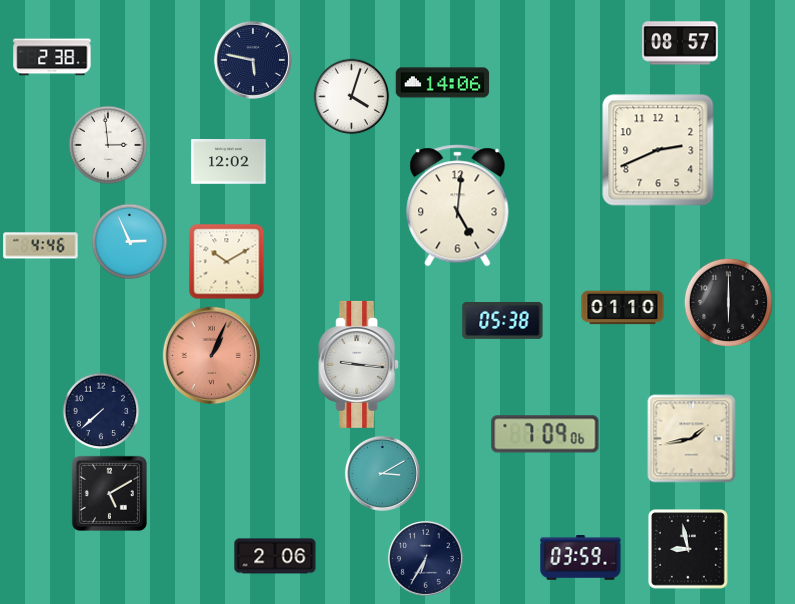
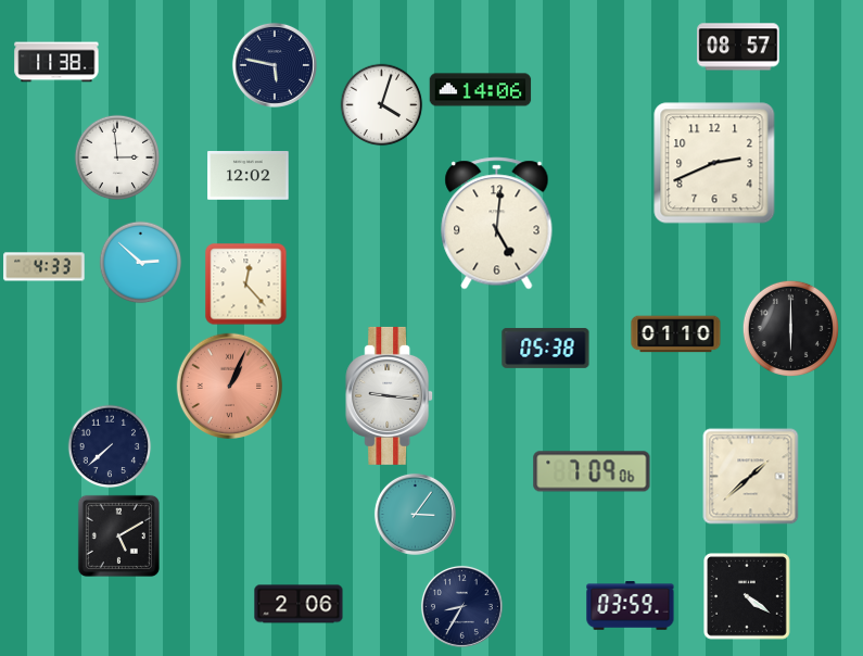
clock at (52, 57): 2:38 -> 11:38
clock at (130, 242): 2:56 -> 2:52
clock at (41, 246): 4:46 -> 4:33
clock at (227, 262): 10:10 -> 12:23
clock at (692, 439): 1:43 -> 1:38
clock at (382, 473): 3:10 -> 3:06
clock at (689, 550): 8:58 -> 4:21
clock at (425, 558): 6:35 -> 8:35
